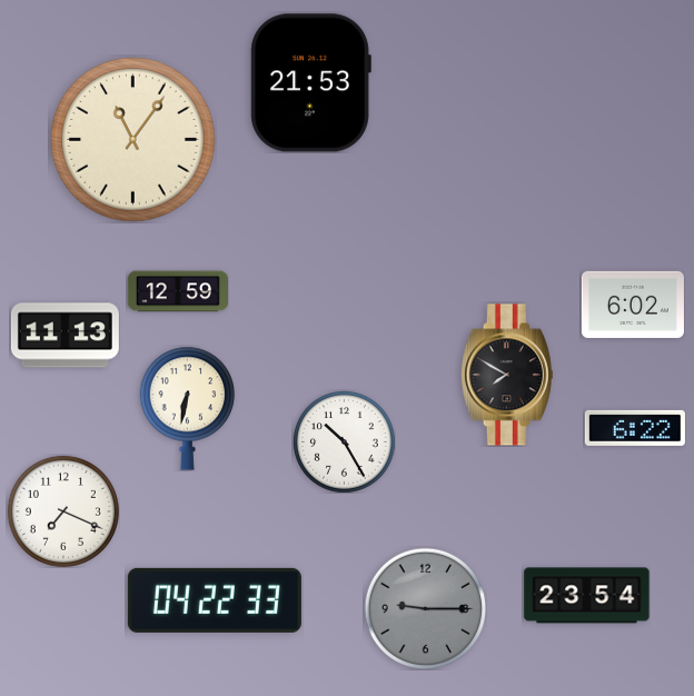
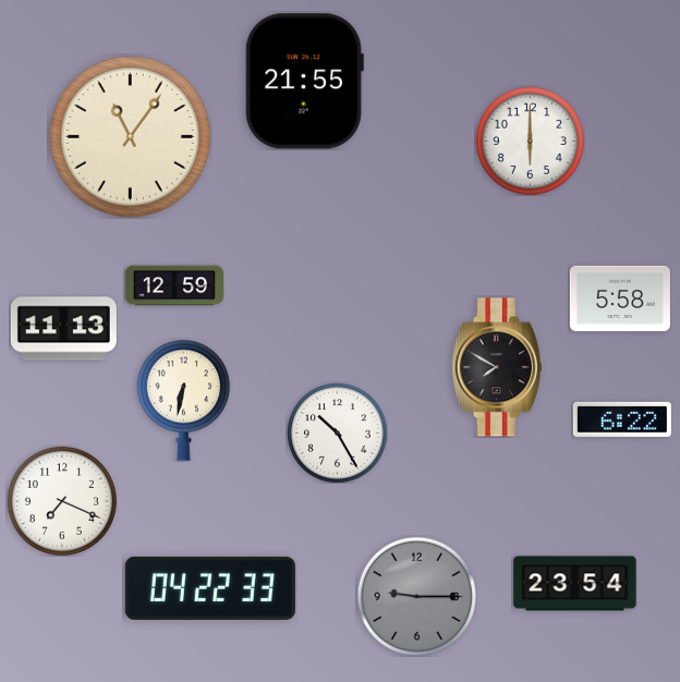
clock at (310, 83): 21:53 -> 21:55
clock at (530, 141): none -> 6:00
clock at (633, 305): 6:02 -> 5:58
